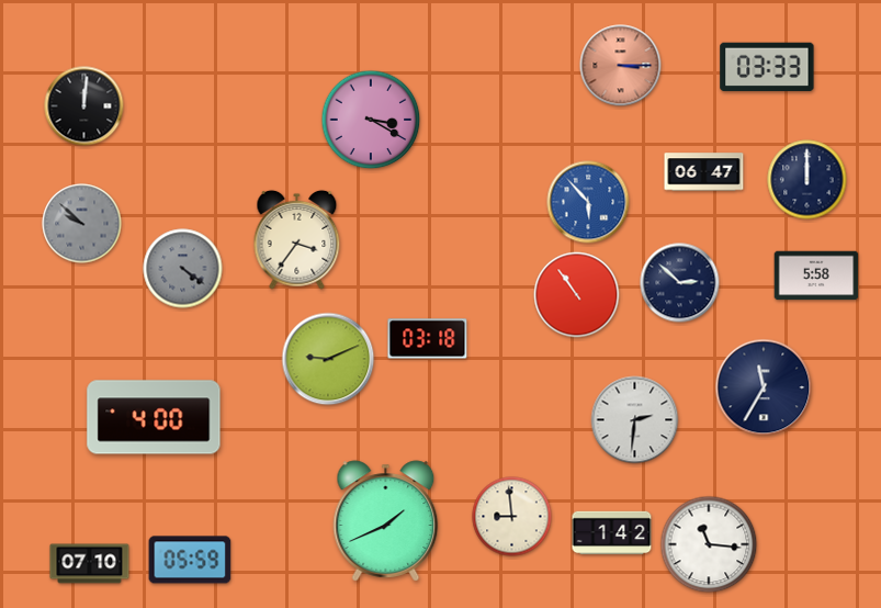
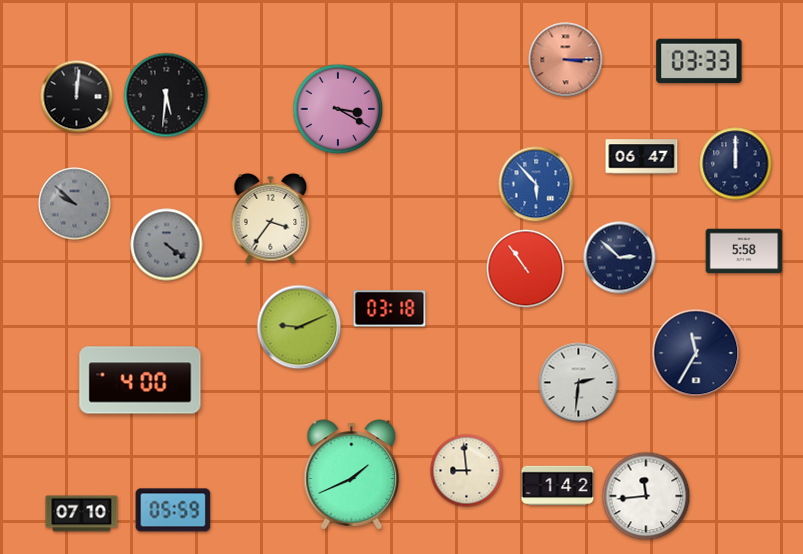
clock at (166, 95): none -> 5:31
clock at (709, 544): 11:16 -> 11:44
